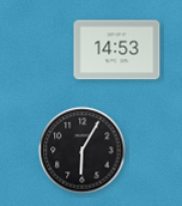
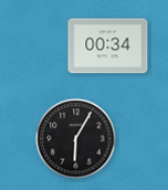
clock at (117, 50): 14:53 -> 00:34
